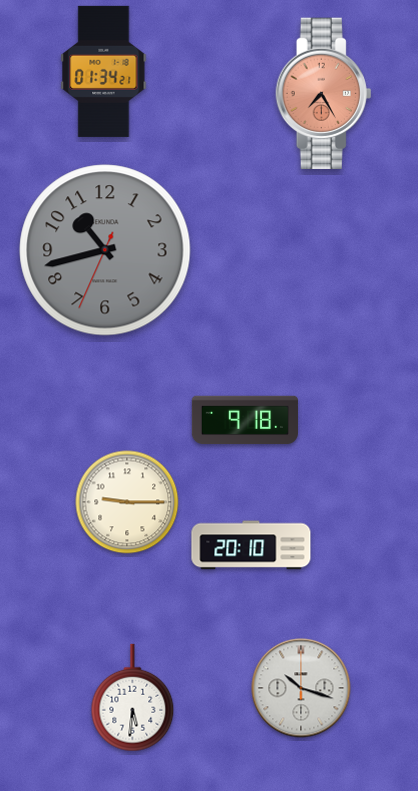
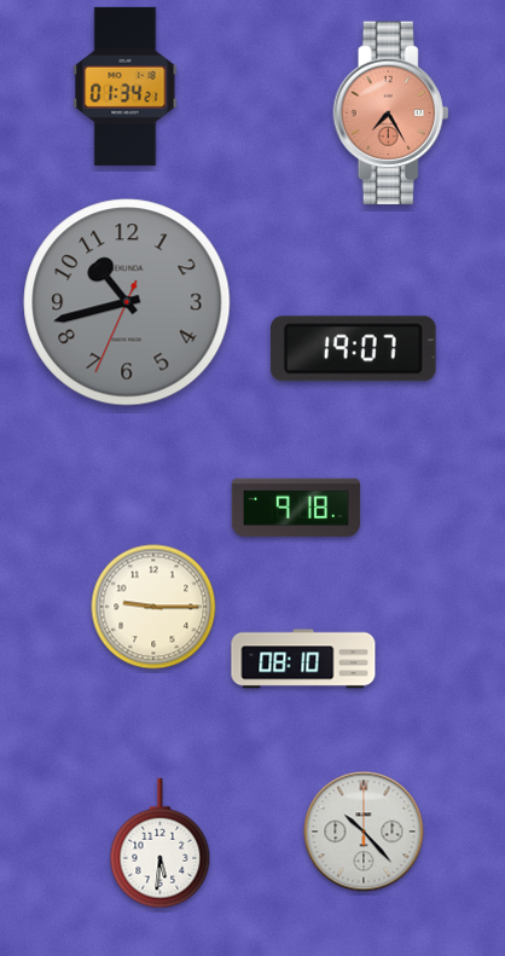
clock at (354, 349): none -> 19:07
clock at (251, 545): 20:10 -> 08:10
clock at (301, 688): 10:18 -> 10:23
